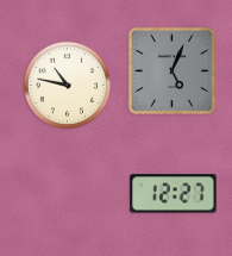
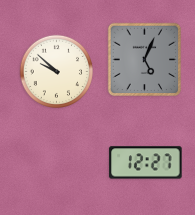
clock at (67, 85): 10:47 -> 9:52
